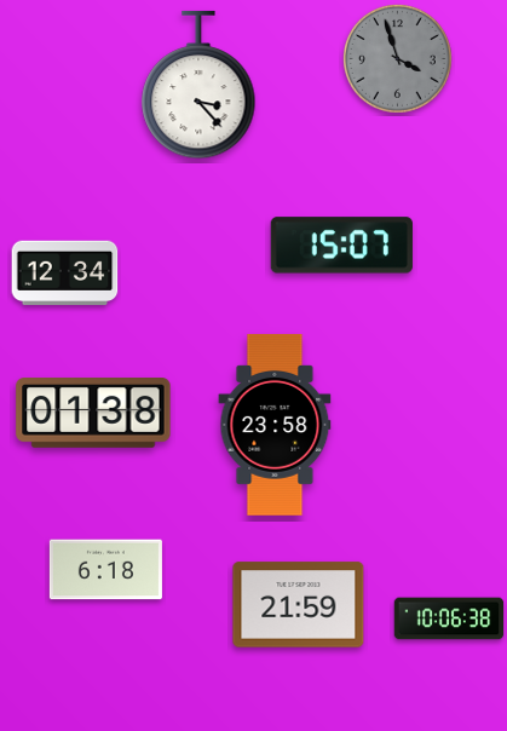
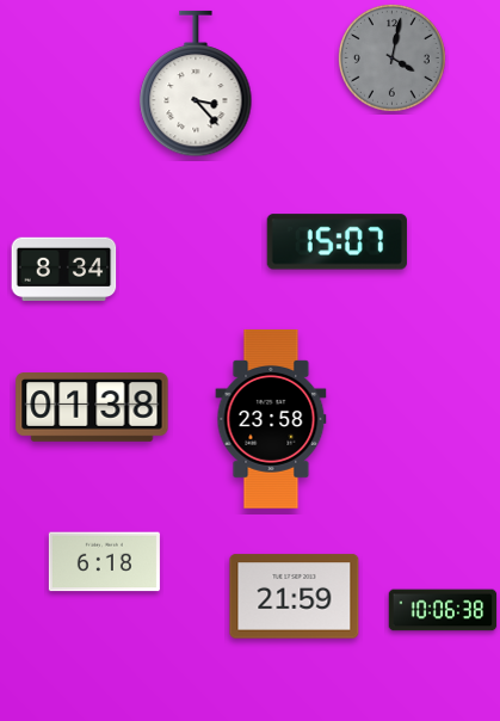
clock at (397, 58): 3:57 -> 4:02
clock at (65, 274): 12:34 -> 8:34
